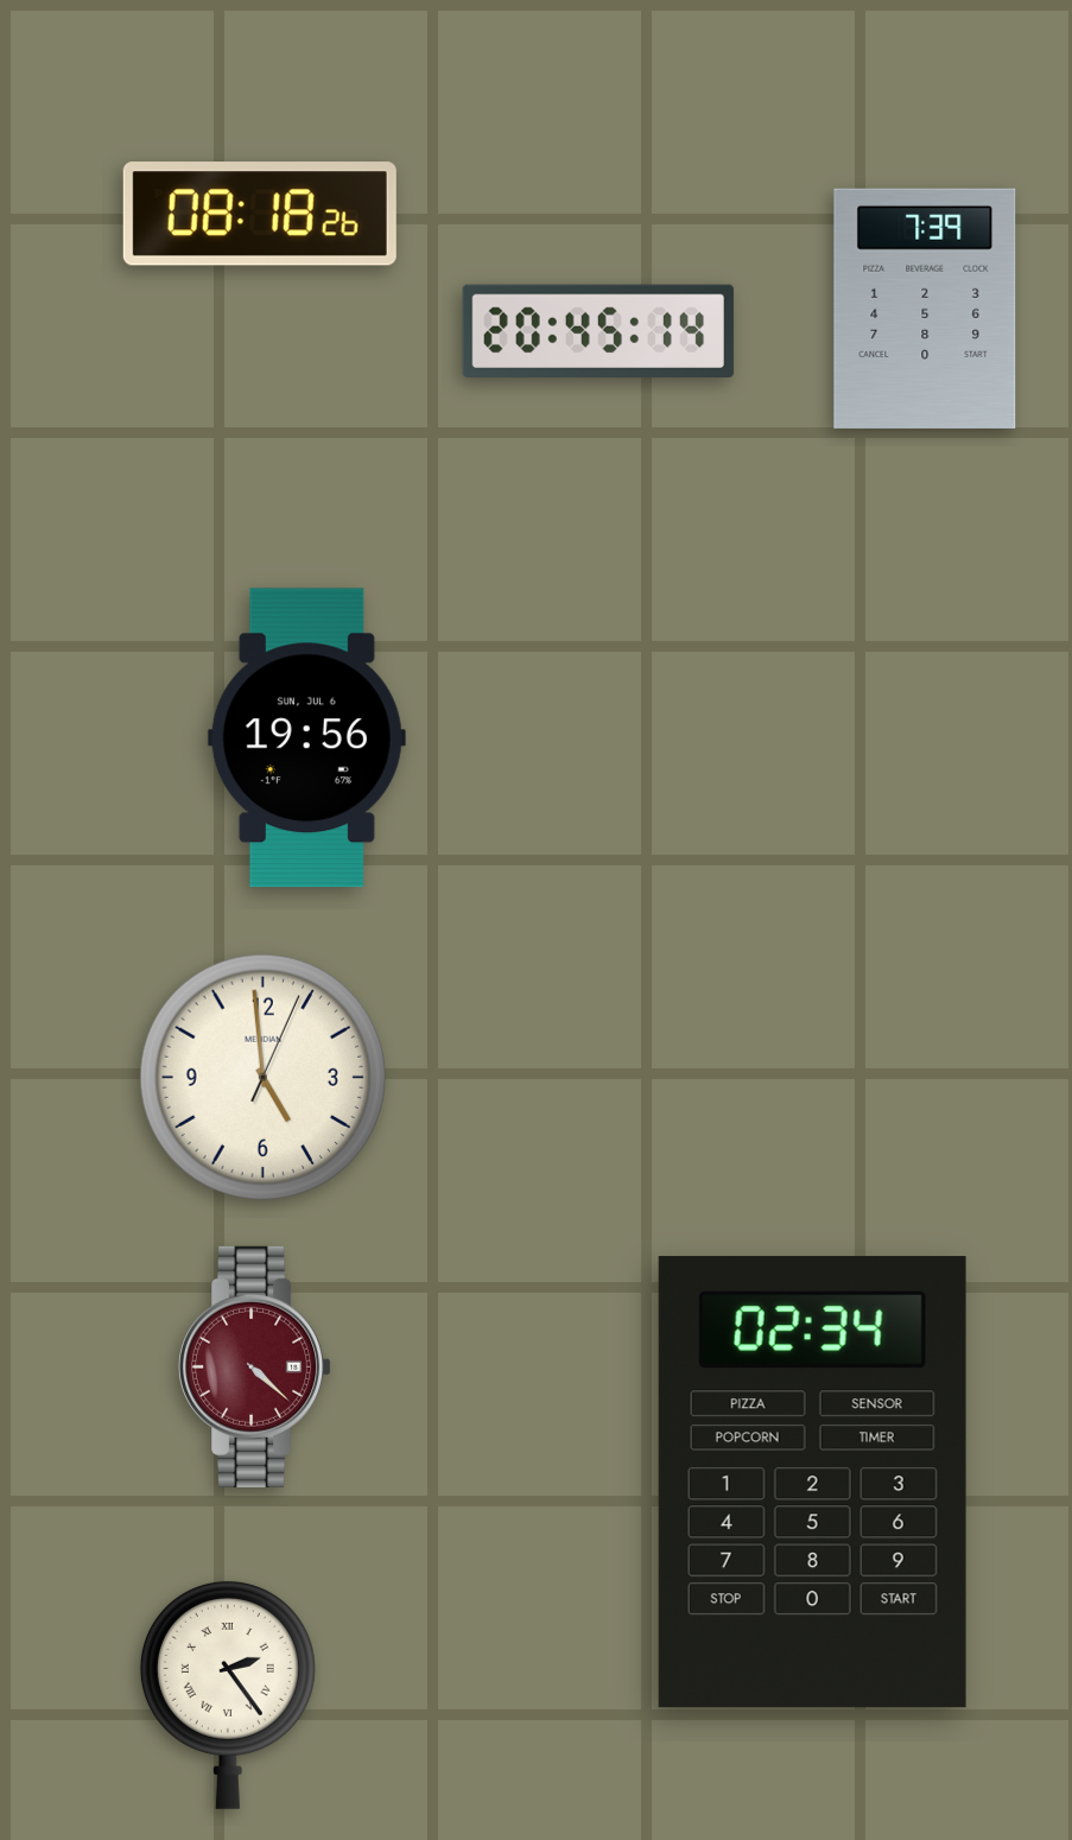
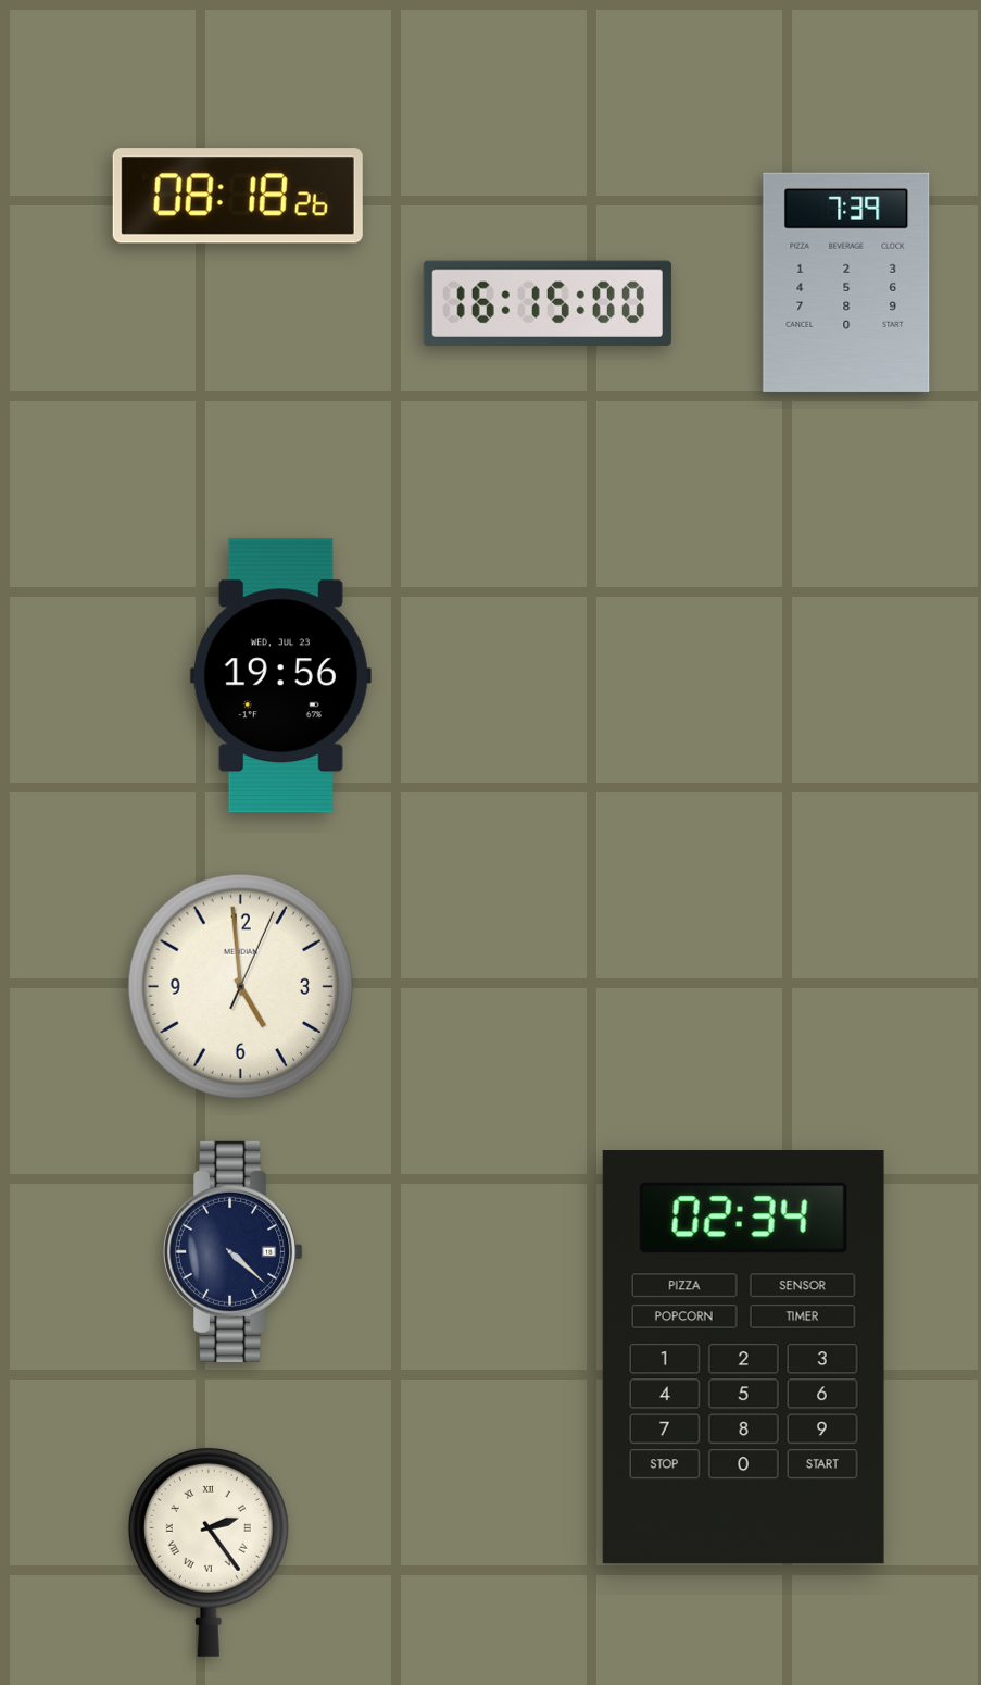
clock at (598, 331): 20:45 -> 16:15
clock at (306, 738) date: SUN, JUL 6 -> WED, JUL 23
clock at (256, 1366) dial: burgundy -> navy
